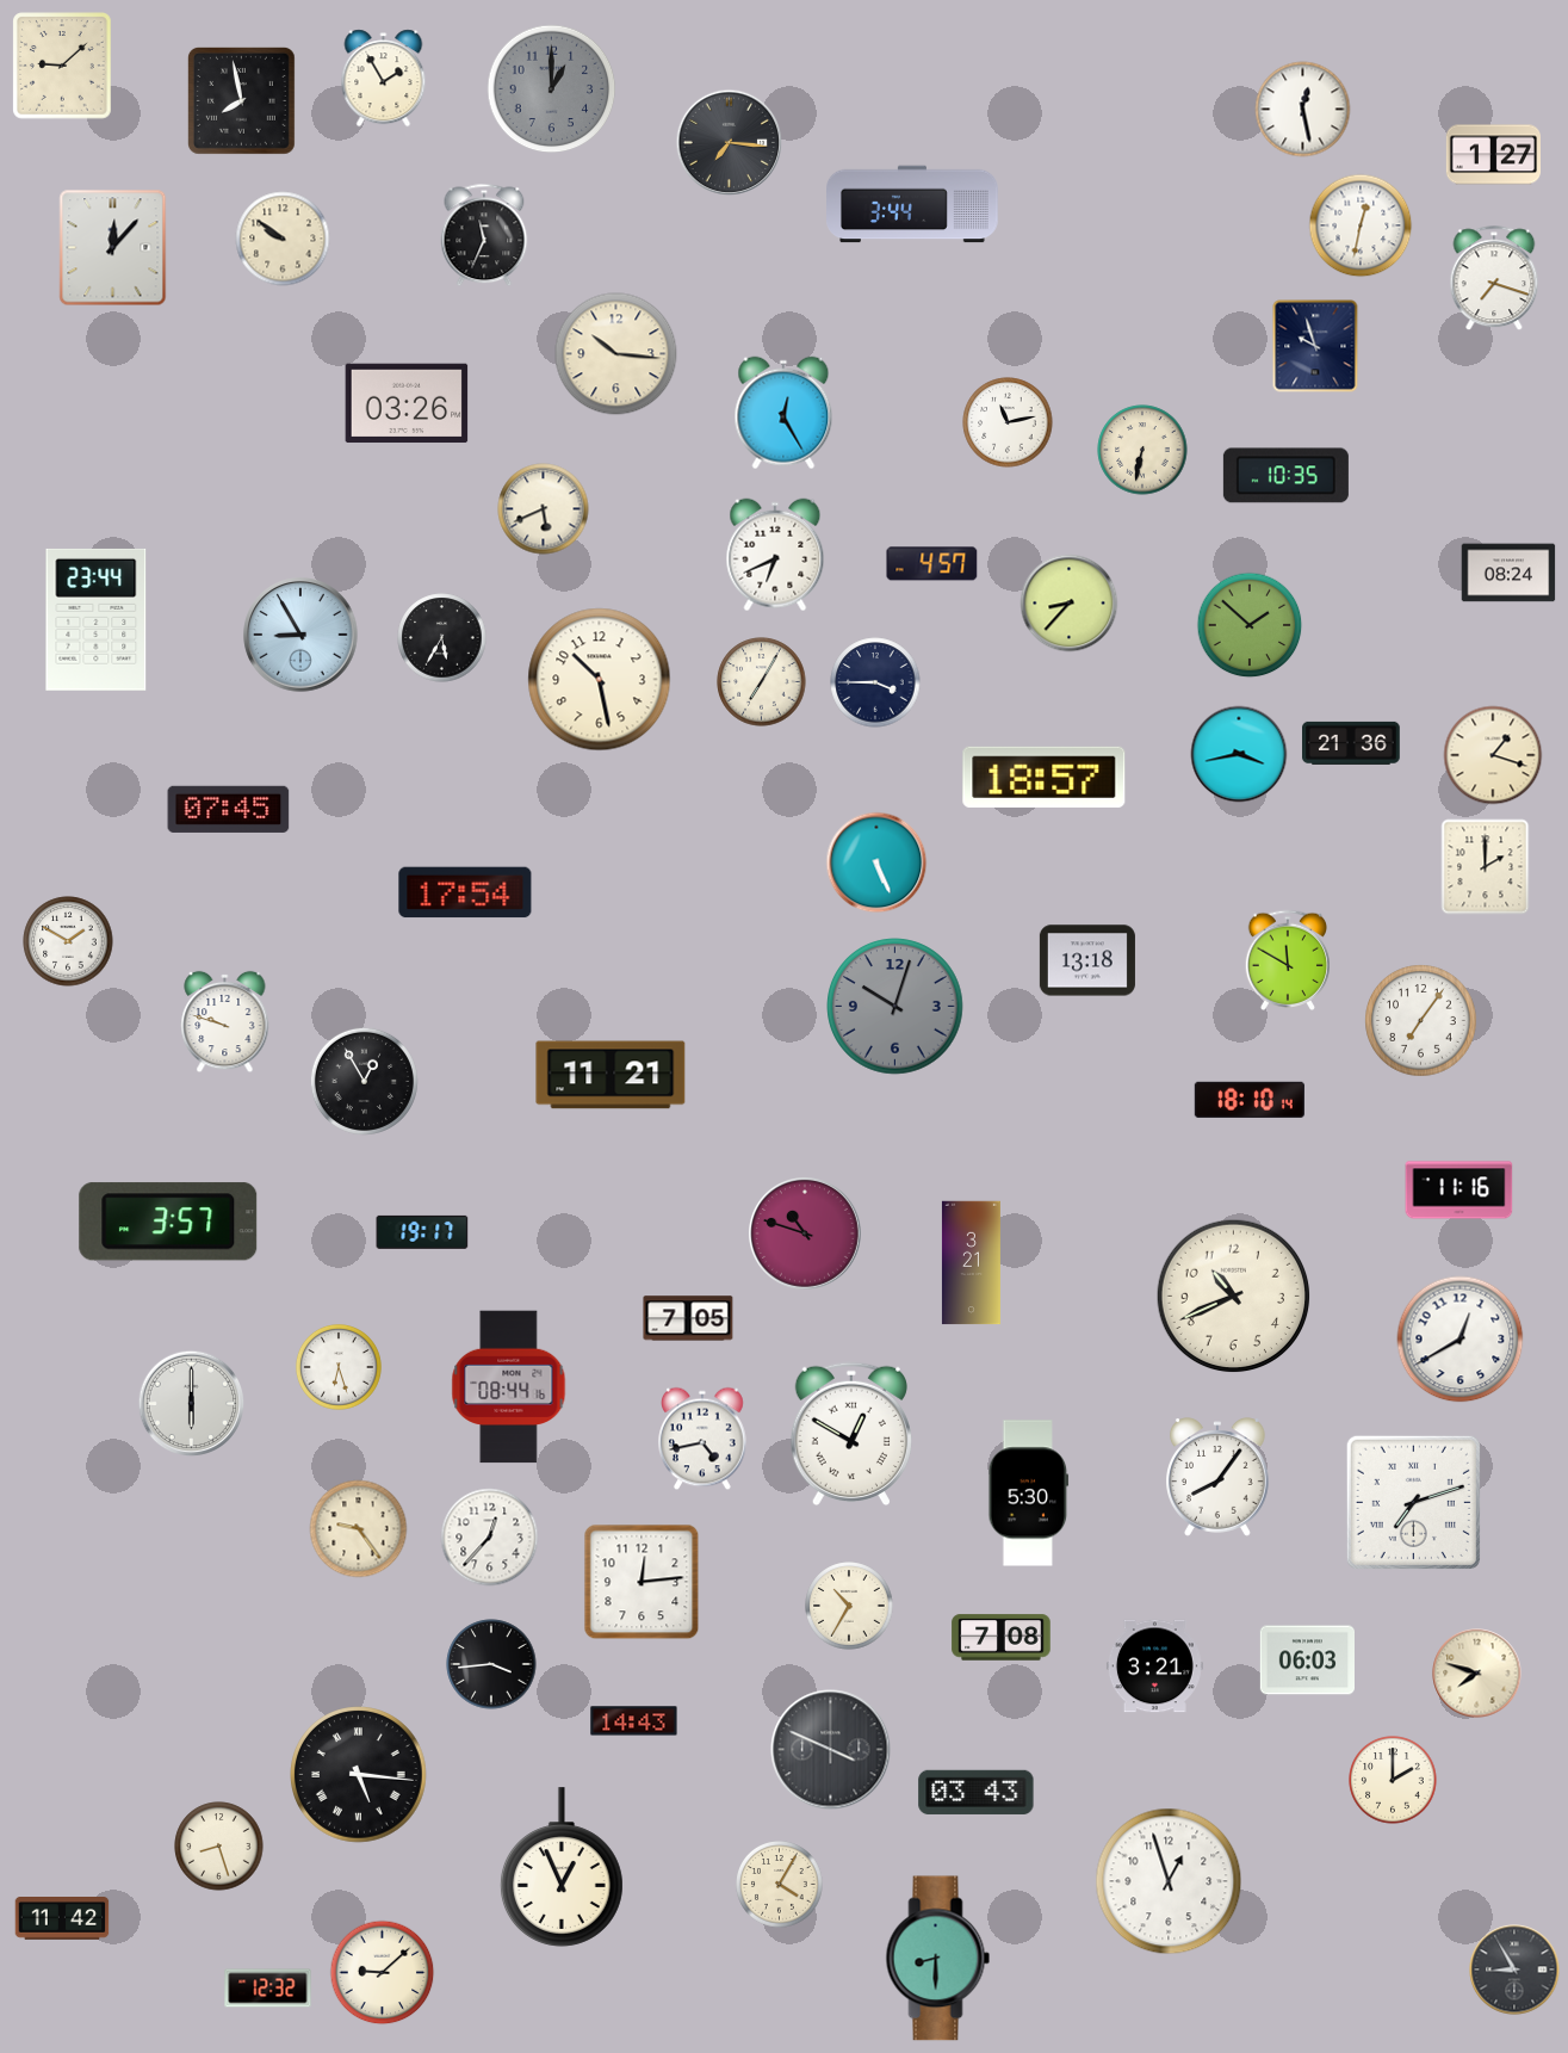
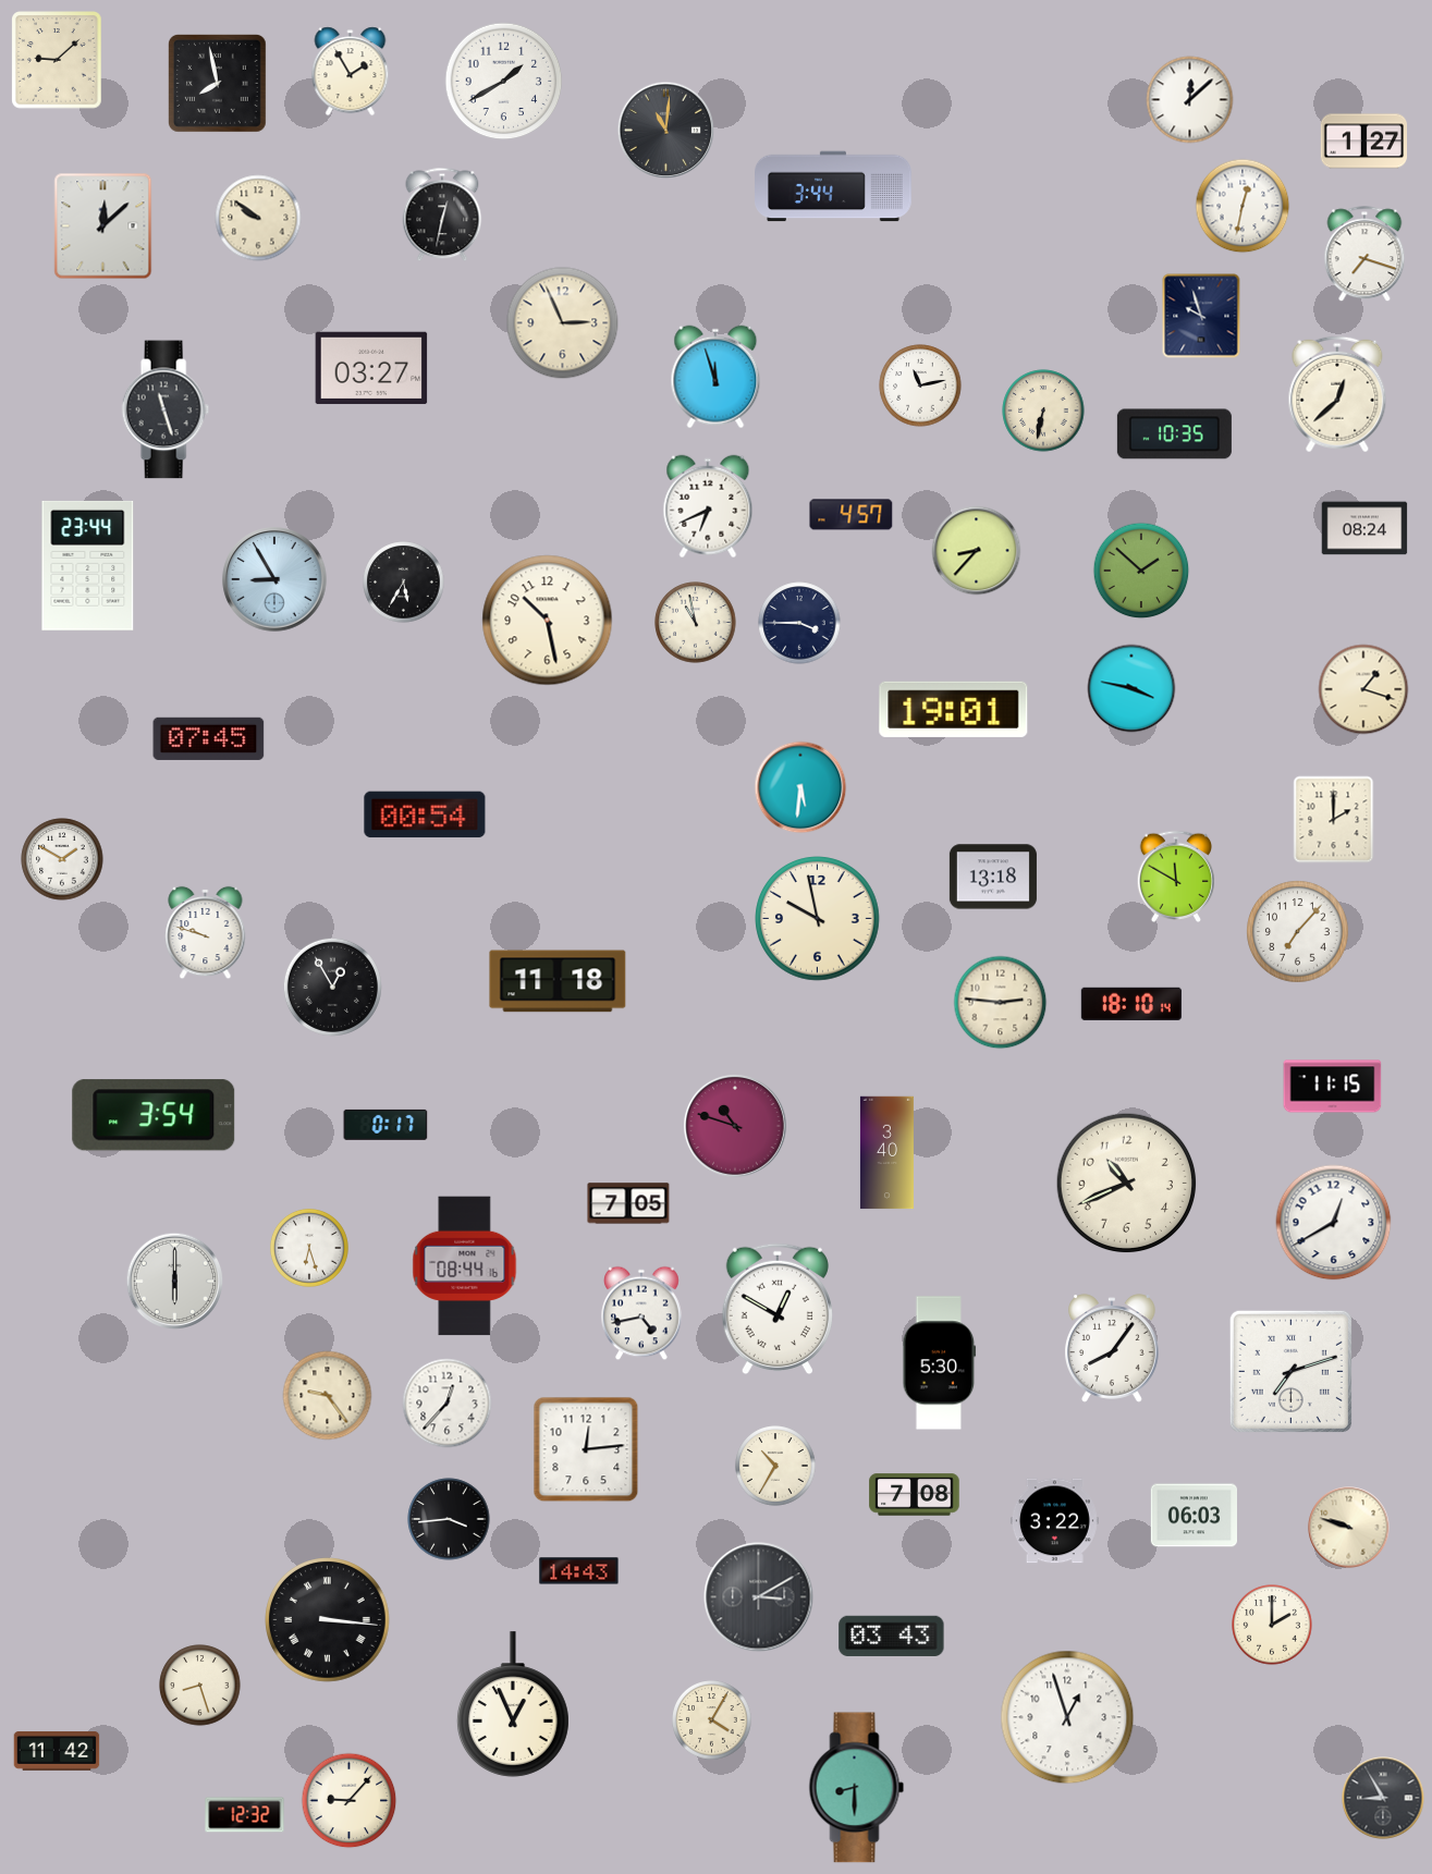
clock at (552, 89): 1:00 -> 1:40
clock at (552, 89) dial: grey -> white
clock at (241, 100) position: (241, 100) -> (217, 83)
clock at (1303, 110): 12:28 -> 12:08
clock at (730, 143): 7:16 -> 11:01
clock at (484, 235): 11:34 -> 12:32
clock at (113, 248): 12:07 -> 12:08
clock at (616, 354): 10:16 -> 2:56
clock at (407, 403): 03:26 -> 03:27
clock at (783, 413): 12:25 -> 11:57
clock at (1337, 394): none -> 12:38
clock at (166, 409): none -> 11:27
clock at (544, 509): 5:41 -> none
clock at (1508, 573) position: (1508, 573) -> (1364, 528)
clock at (762, 682): 7:05 -> 10:58
clock at (1352, 743): 21:36 -> none
clock at (1239, 754): 3:43 -> 3:47
clock at (1045, 777): 18:57 -> 19:01
clock at (876, 862): 5:26 -> 5:31
clock at (1486, 867) position: (1486, 867) -> (1334, 820)
clock at (465, 892): 17:54 -> 00:54
clock at (895, 1007): 10:03 -> 9:58
clock at (895, 1007) dial: grey -> cream
clock at (1421, 1021): 7:06 -> 7:07
clock at (611, 1075): 11:21 -> 11:18
clock at (1001, 1003): none -> 2:46
clock at (1250, 1100) position: (1250, 1100) -> (1131, 1004)
clock at (1459, 1191): 11:16 -> 11:15
clock at (168, 1222): 3:57 -> 3:54
clock at (422, 1232): 19:17 -> 0:17
clock at (971, 1263): 3:21 -> 3:40
clock at (642, 1582) position: (642, 1582) -> (586, 1449)
clock at (1154, 1666): 3:21 -> 3:22
clock at (1477, 1674): 7:48 -> 9:48
clock at (831, 1750): 3:49 -> 3:10
clock at (359, 1775): 5:16 -> 3:16
clock at (383, 1973): 9:08 -> 9:07
